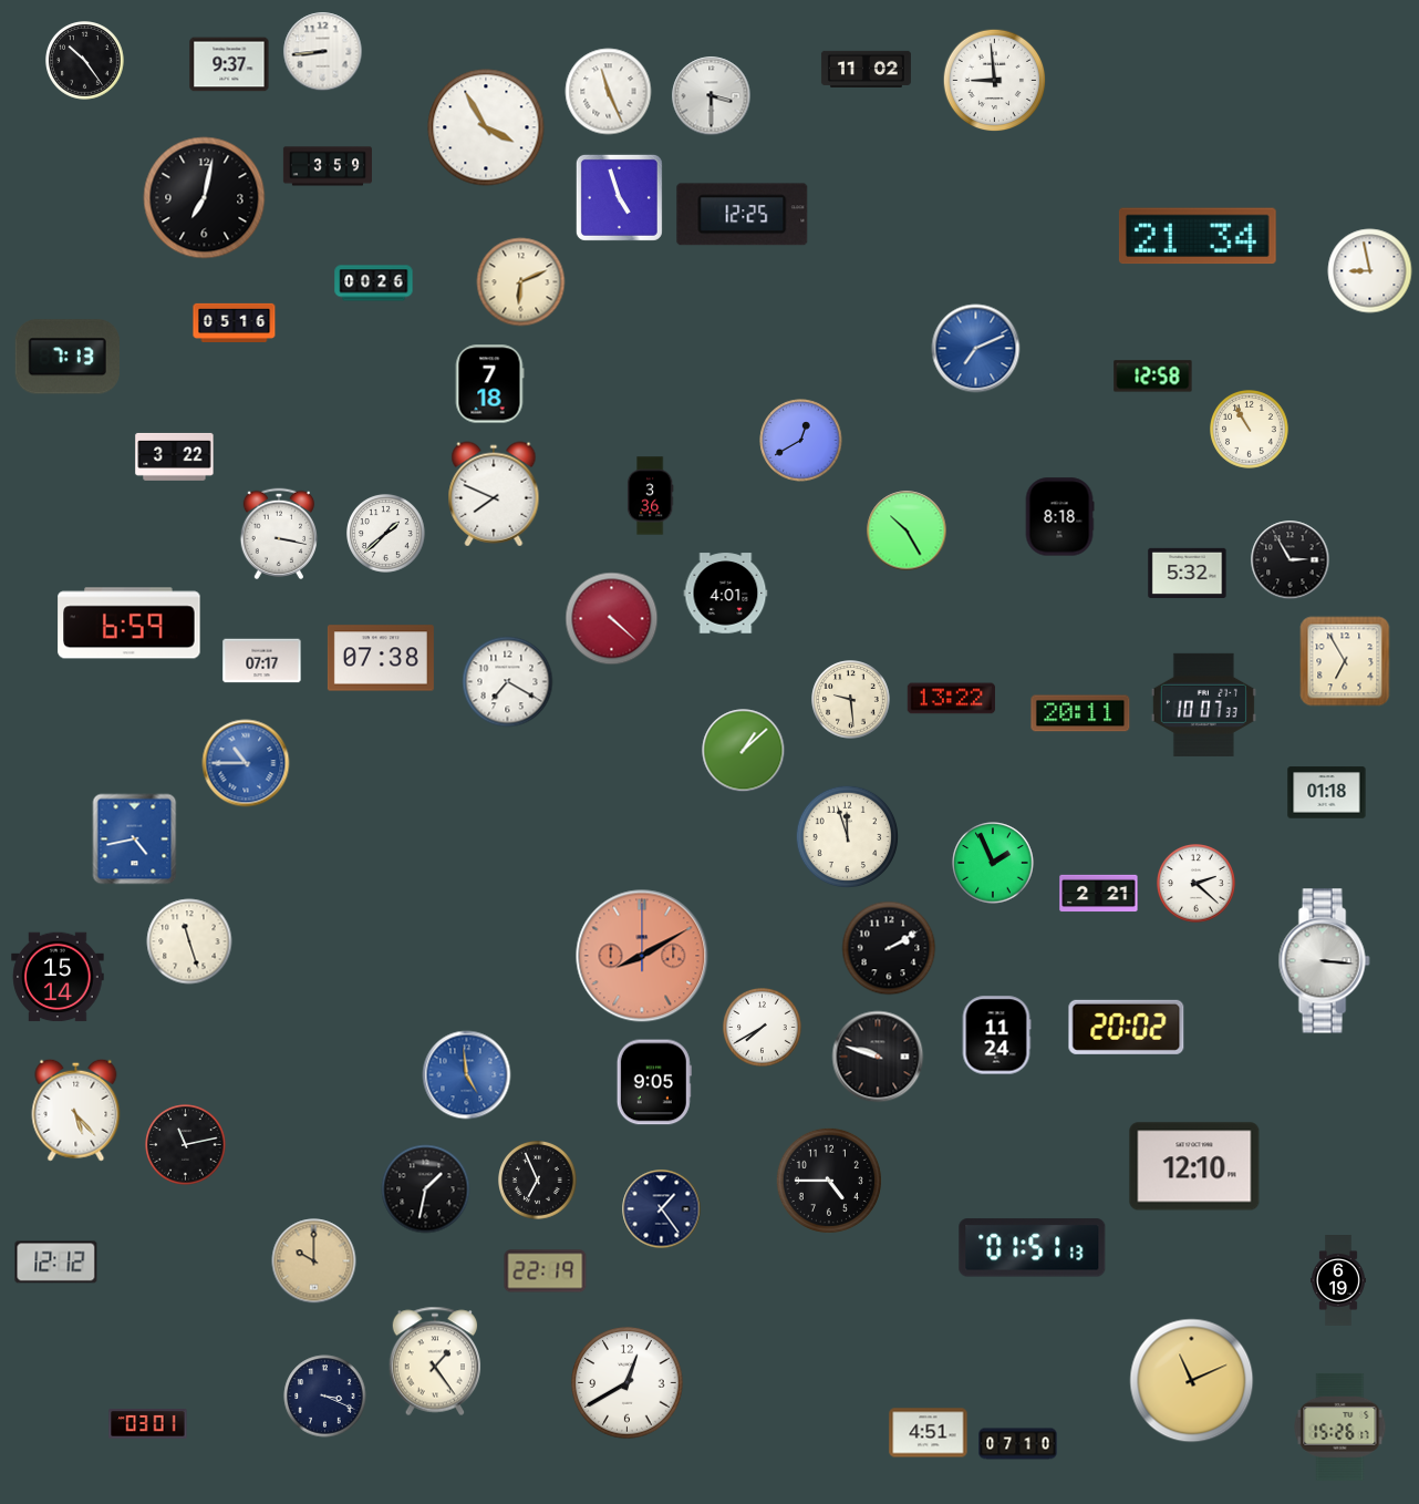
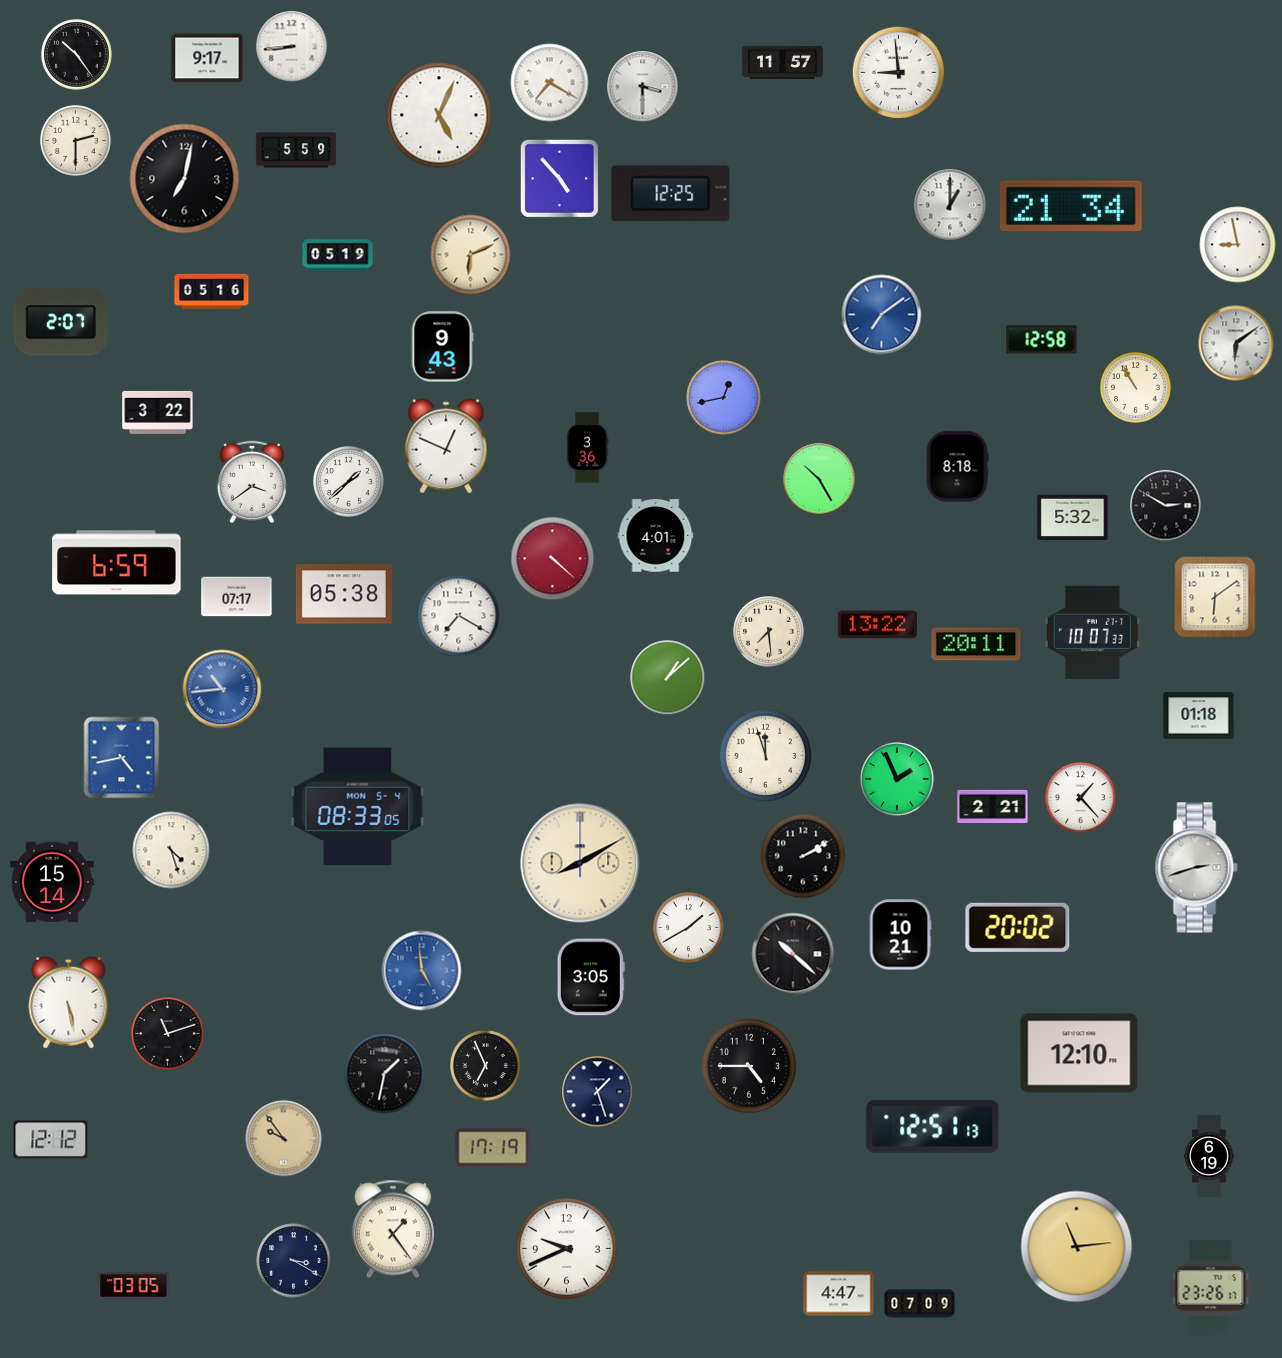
clock at (229, 64): 9:37 -> 9:17
clock at (866, 69): 11:02 -> 11:57
clock at (609, 92): 11:26 -> 7:20
clock at (486, 127): 3:55 -> 5:04
clock at (76, 141): none -> 2:30
clock at (328, 166): 3:59 -> 5:59
clock at (619, 197): 4:57 -> 4:53
clock at (950, 205): none -> 1:00
clock at (1198, 236) position: (1198, 236) -> (1071, 206)
clock at (374, 284): 00:26 -> 05:19
clock at (976, 349): 7:11 -> 7:09
clock at (68, 357): 7:13 -> 2:07
clock at (1236, 343): none -> 6:09
clock at (489, 384): 7:18 -> 9:43
clock at (1250, 430) position: (1250, 430) -> (1136, 388)
clock at (801, 441): 12:40 -> 12:43
clock at (494, 494): 7:49 -> 12:49
clock at (278, 534): 3:17 -> 3:39
clock at (1291, 560): 2:55 -> 2:50
clock at (381, 658): 07:38 -> 05:38
clock at (1345, 661): 6:55 -> 6:09
clock at (951, 699) position: (951, 699) -> (877, 625)
clock at (851, 700): 9:29 -> 7:29
clock at (1203, 704) position: (1203, 704) -> (1092, 632)
clock at (744, 751) position: (744, 751) -> (668, 678)
clock at (246, 763): 10:45 -> 10:44
clock at (1197, 884): 2:22 -> 1:23
clock at (358, 807): none -> 08:33
clock at (189, 941): 11:27 -> 4:27
clock at (642, 956) dial: salmon -> cream
clock at (1324, 961): 3:16 -> 2:42
clock at (763, 1028): 7:40 -> 1:40
clock at (996, 1036): 11:24 -> 10:21
clock at (878, 1057): 9:48 -> 10:22
clock at (654, 1082): 9:05 -> 3:05
clock at (76, 1110): 5:23 -> 5:28
clock at (186, 1145): 11:13 -> 11:12
clock at (662, 1209): 1:24 -> 1:27
clock at (1033, 1248): 01:51 -> 12:51
clock at (314, 1261): 10:00 -> 9:54
clock at (546, 1271): 22:19 -> 17:19
clock at (1192, 1381): 11:11 -> 11:14
clock at (628, 1383): 12:40 -> 9:41
clock at (325, 1397): 3:19 -> 3:20
clock at (148, 1424): 03:01 -> 03:05
clock at (1340, 1426): 15:26 -> 23:26
clock at (929, 1433): 4:51 -> 4:47
clock at (1018, 1444): 07:10 -> 07:09
